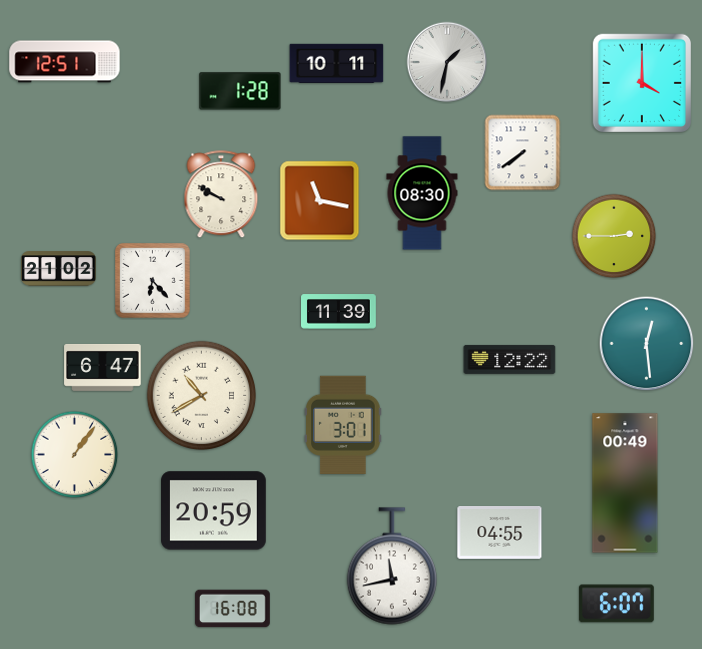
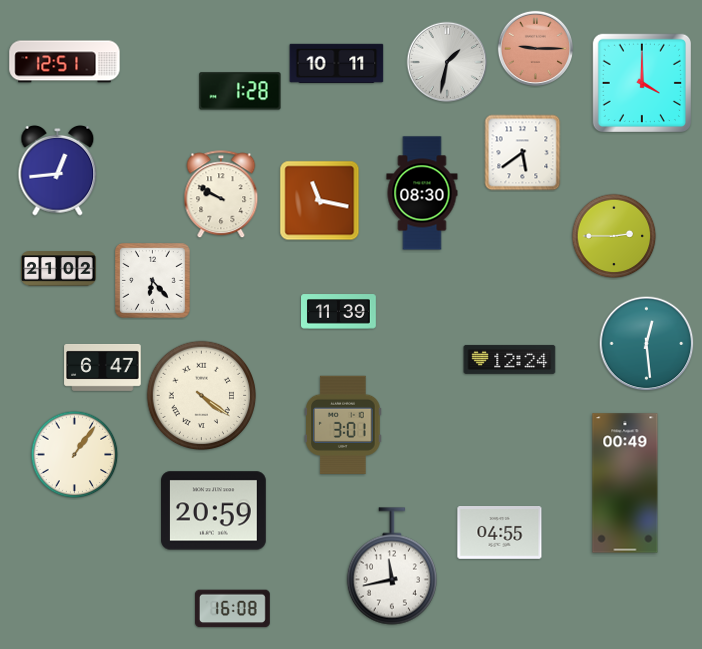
clock at (535, 48): none -> 9:15
clock at (523, 153): 7:39 -> 5:39
clock at (58, 170): none -> 12:44
clock at (510, 359): 12:22 -> 12:24
clock at (202, 396): 10:40 -> 4:21
clock at (616, 604): 6:07 -> none
